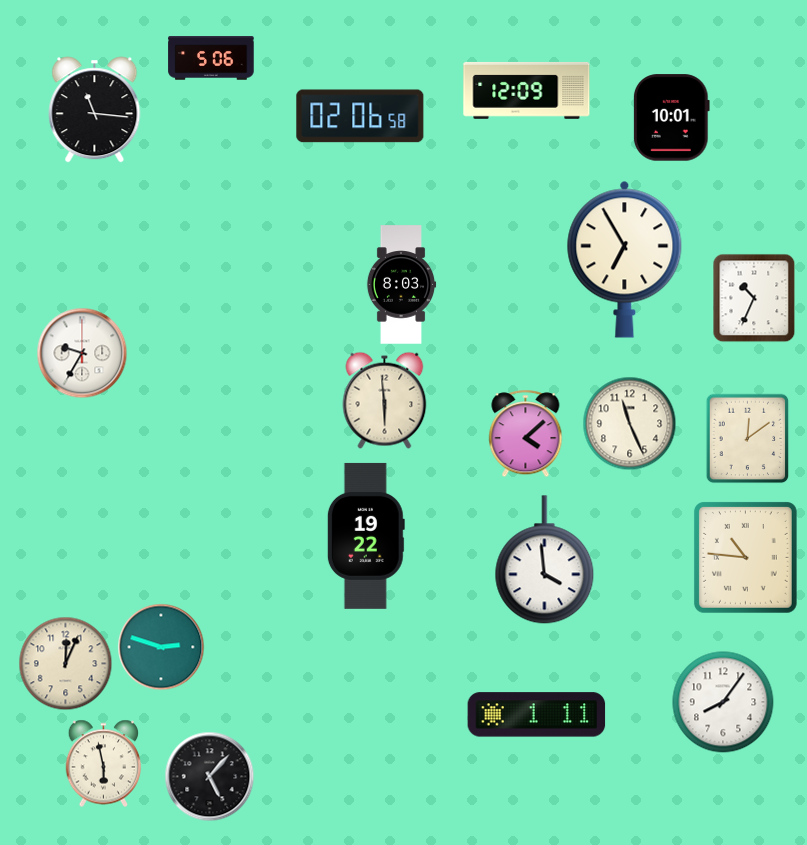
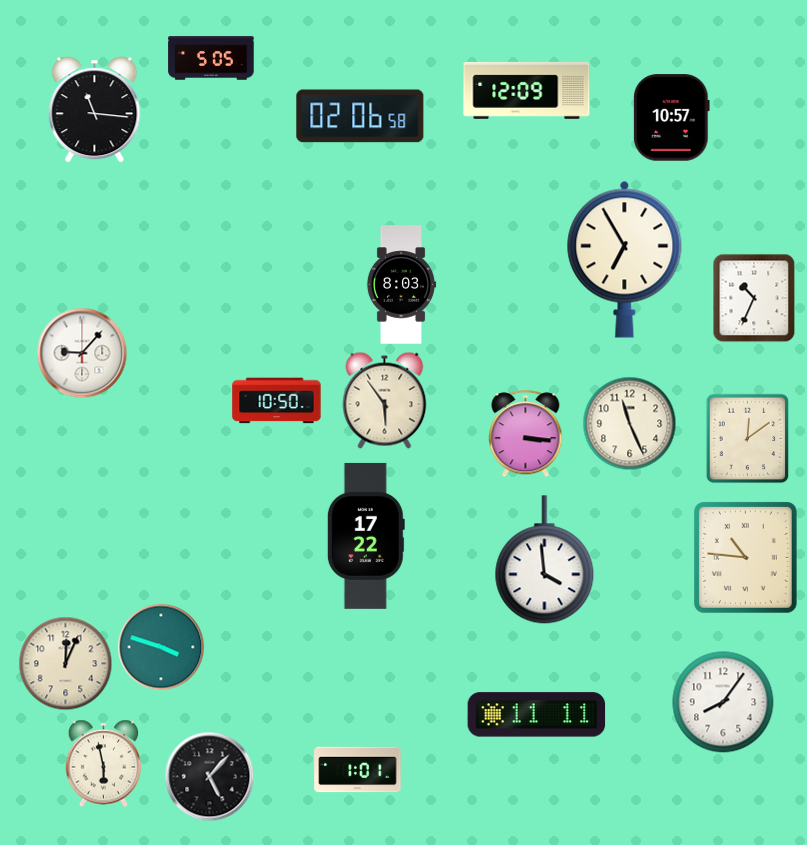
clock at (211, 58): 5:06 -> 5:05
clock at (671, 118): 10:01 -> 10:57
clock at (82, 353): 9:35 -> 9:07
clock at (385, 400): 5:59 -> 5:54
clock at (277, 401): none -> 10:50
clock at (526, 434): 4:08 -> 3:16
clock at (366, 536): 19:22 -> 17:22
clock at (161, 647): 2:48 -> 3:48
clock at (537, 715): 1:11 -> 11:11
clock at (358, 770): none -> 1:01
